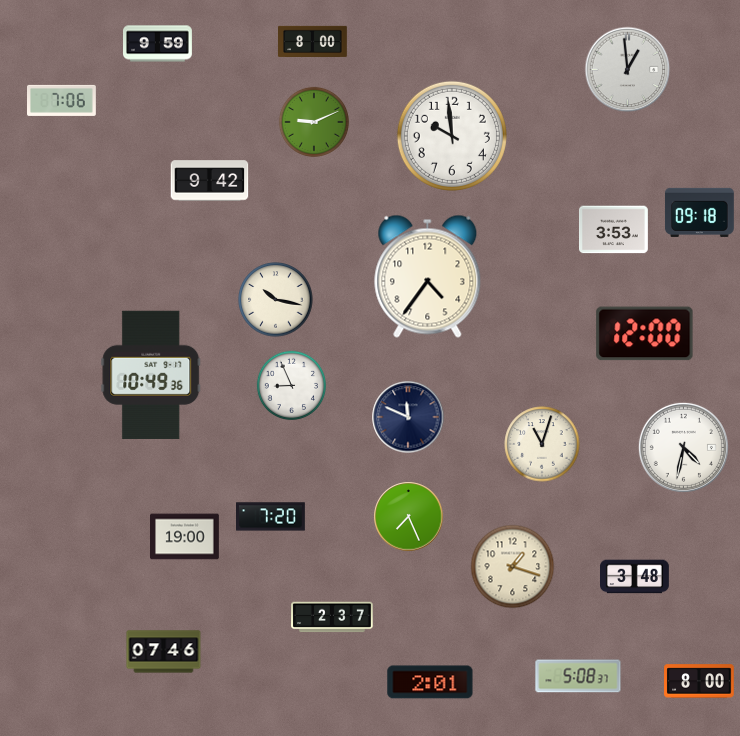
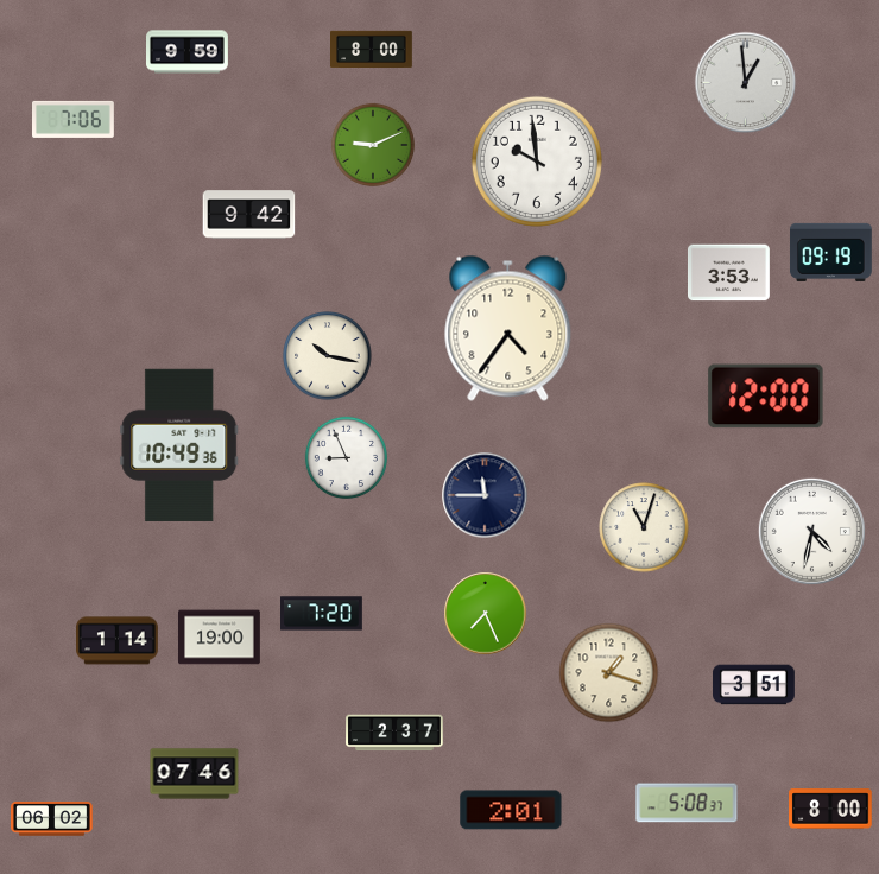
clock at (699, 212): 09:18 -> 09:19
clock at (408, 417): 11:49 -> 11:45
clock at (118, 641): none -> 1:14
clock at (635, 577): 3:48 -> 3:51
clock at (52, 819): none -> 06:02
